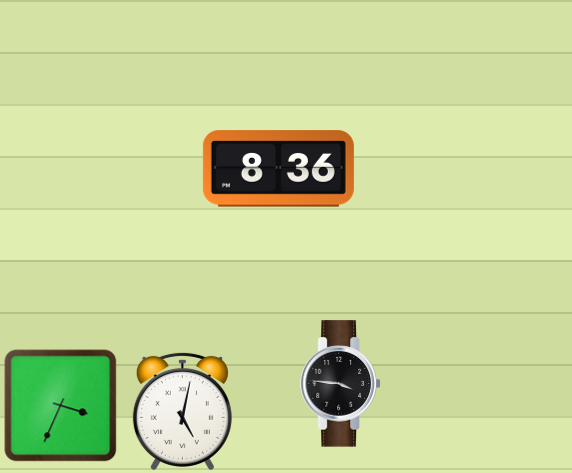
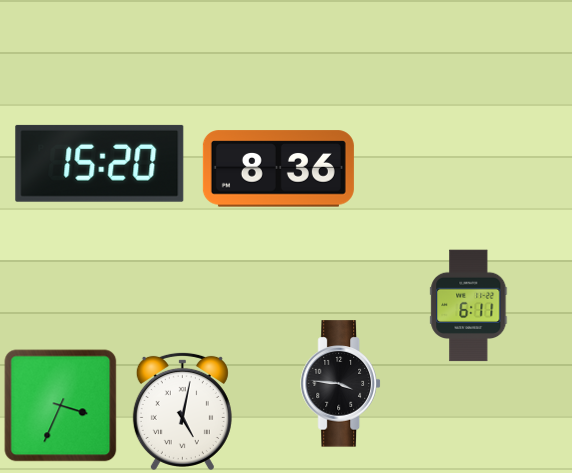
clock at (100, 163): none -> 15:20
clock at (469, 306): none -> 6:11
